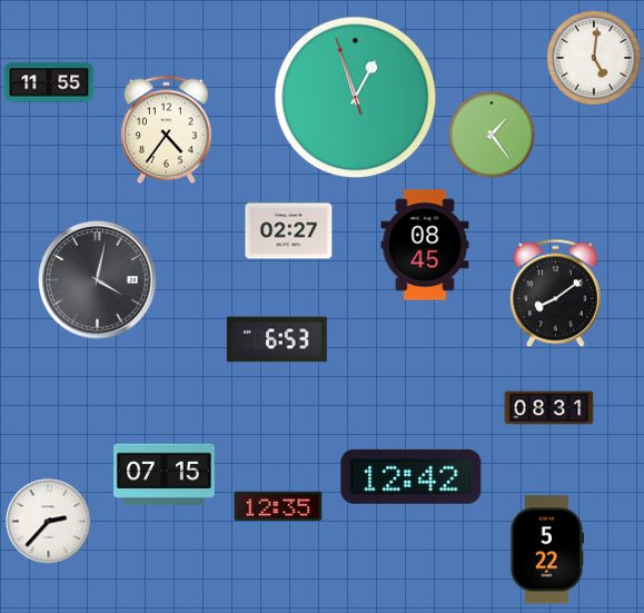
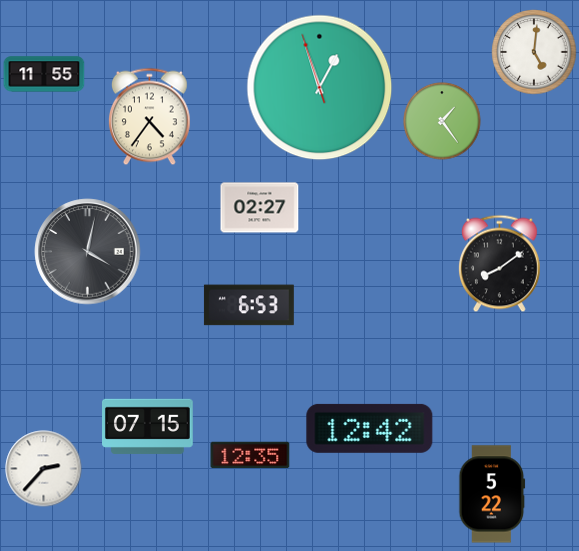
clock at (425, 245): 08:45 -> none
clock at (549, 408): 08:31 -> none
